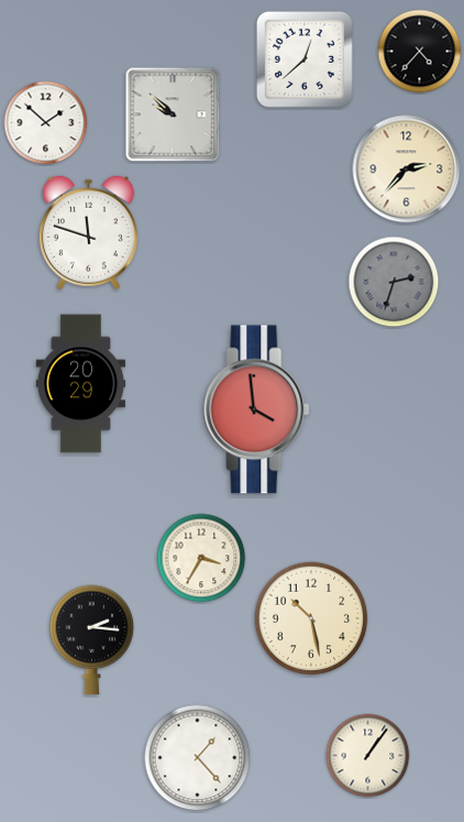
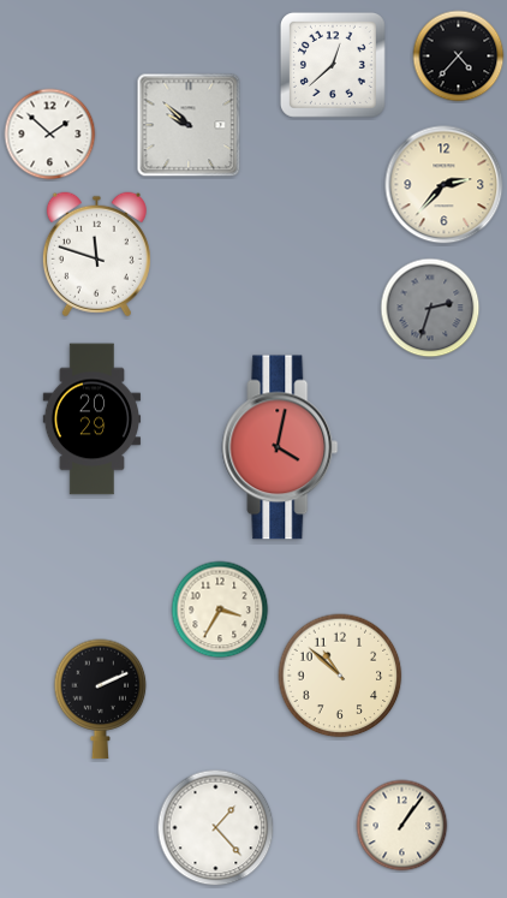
clock at (81, 384) position: (81, 384) -> (93, 420)
clock at (256, 409): 3:59 -> 4:02
clock at (311, 618): 10:28 -> 10:52
clock at (92, 640): 2:16 -> 2:11
